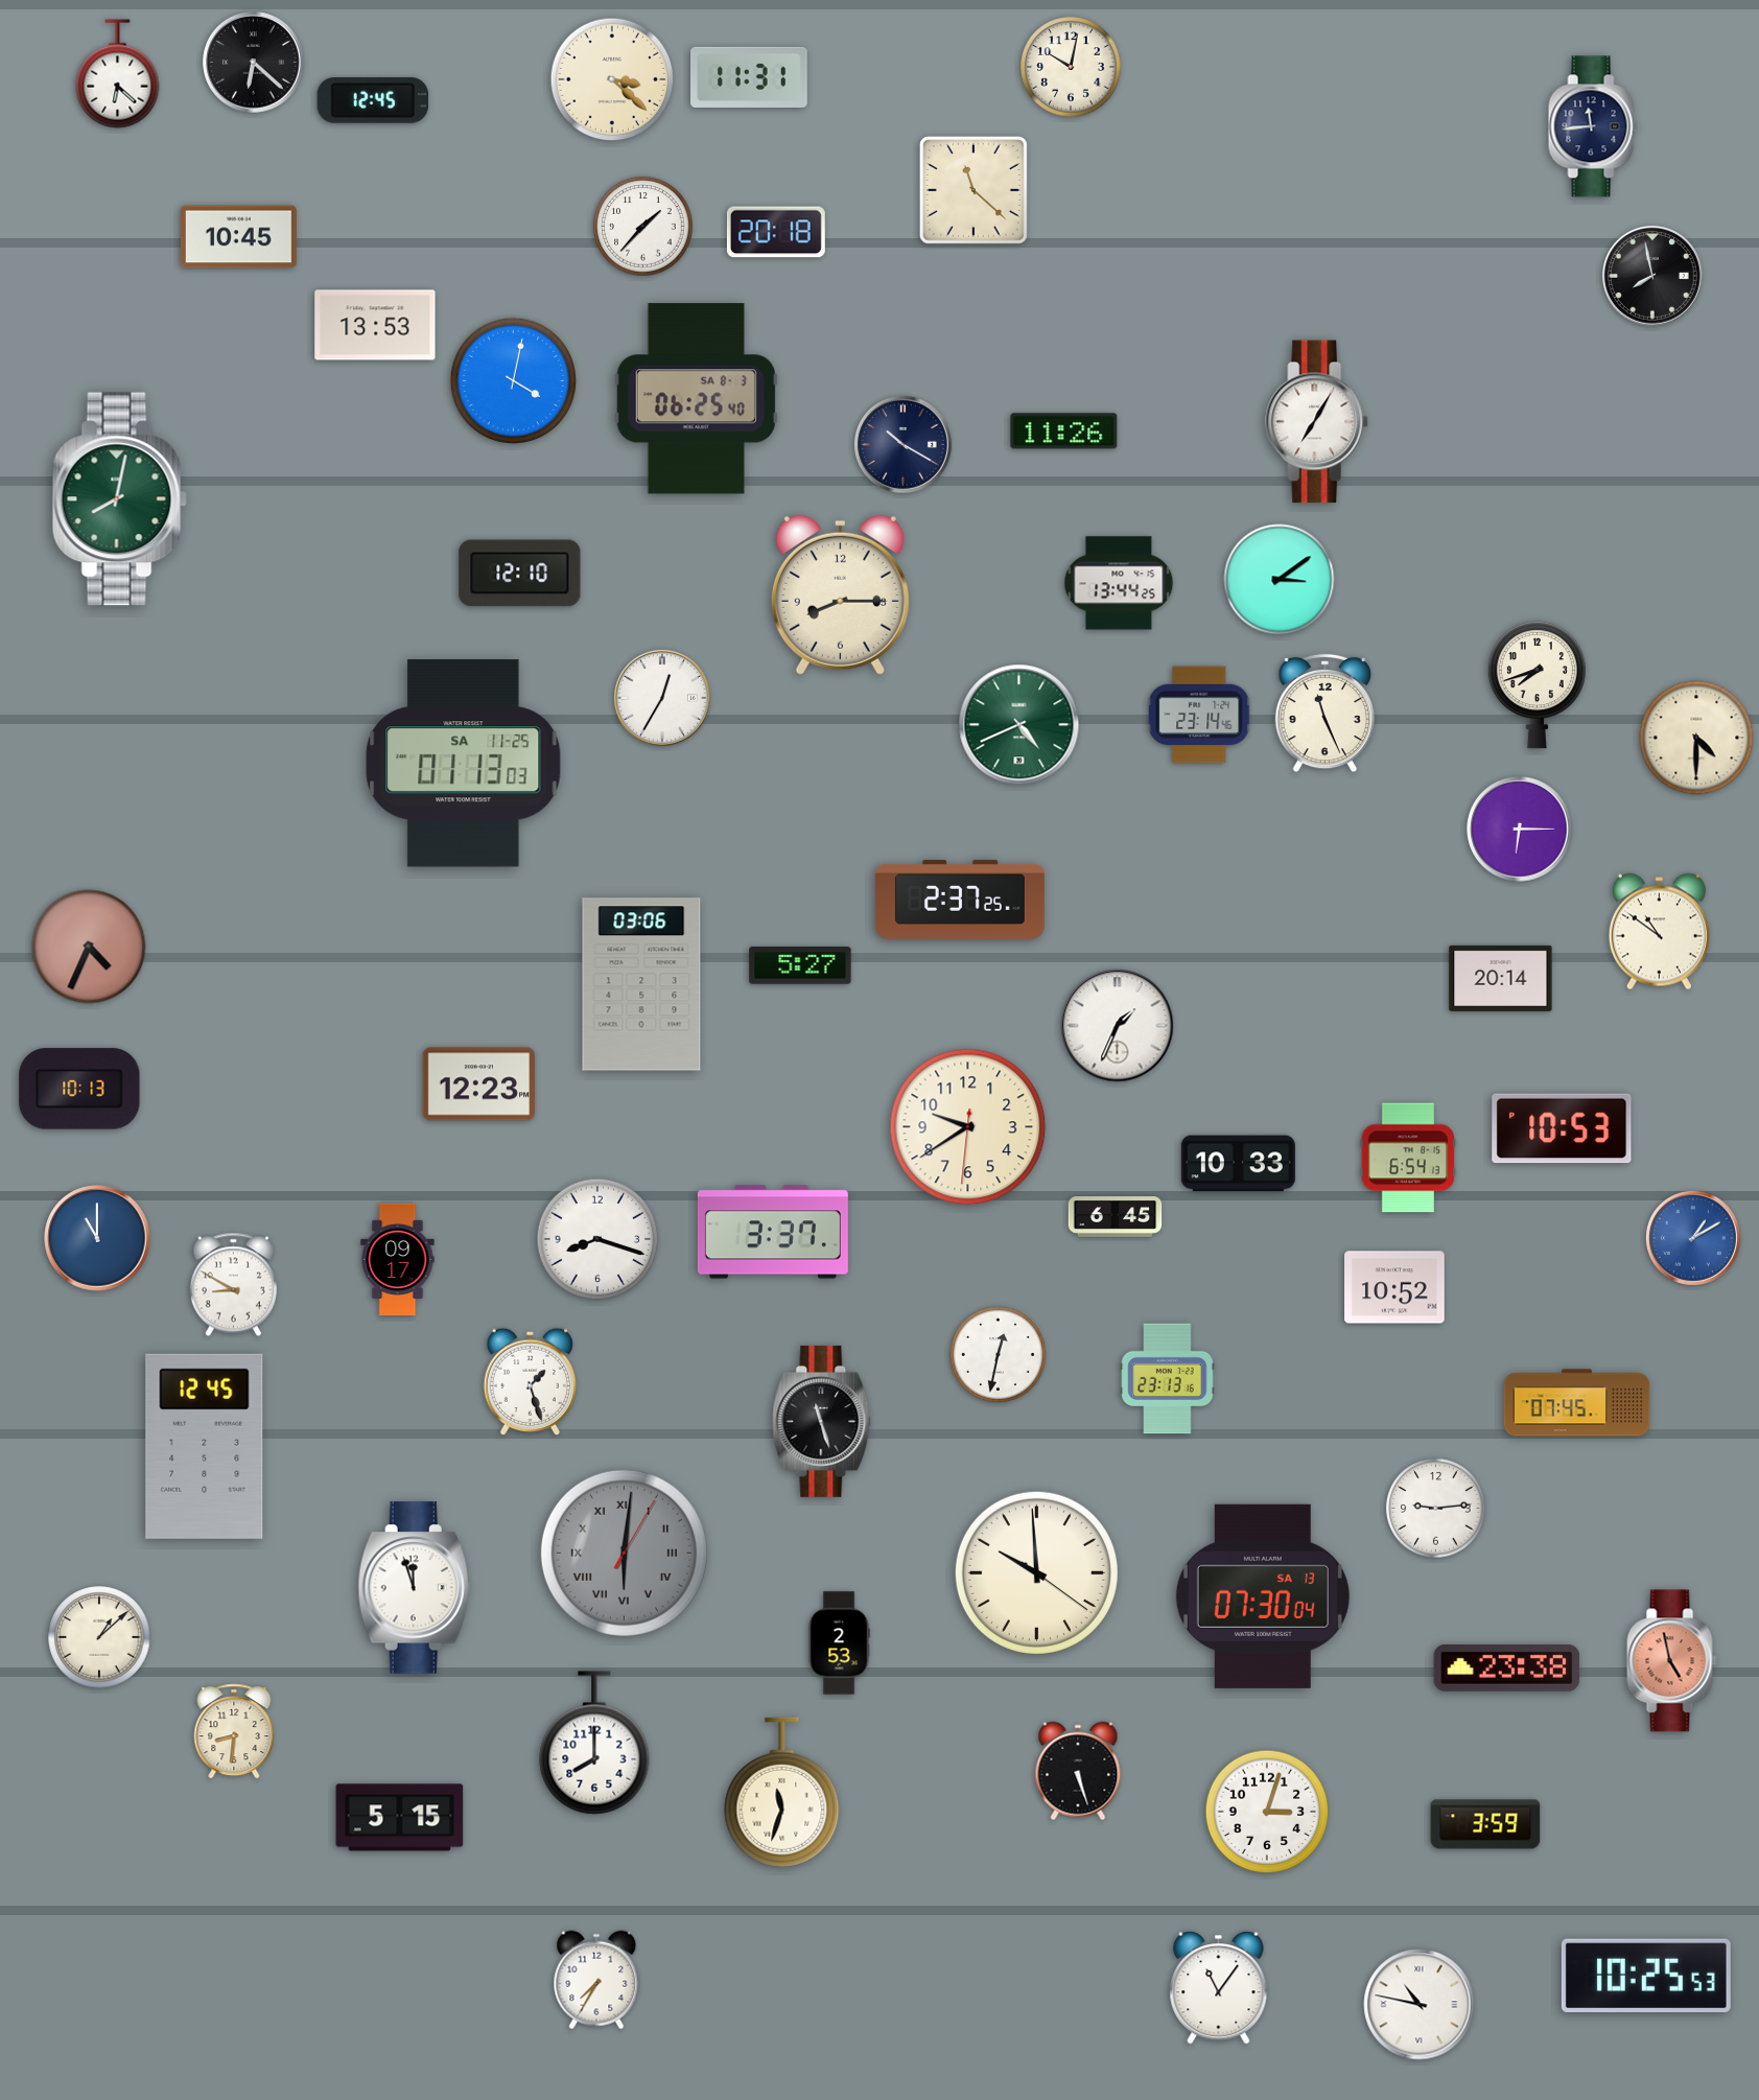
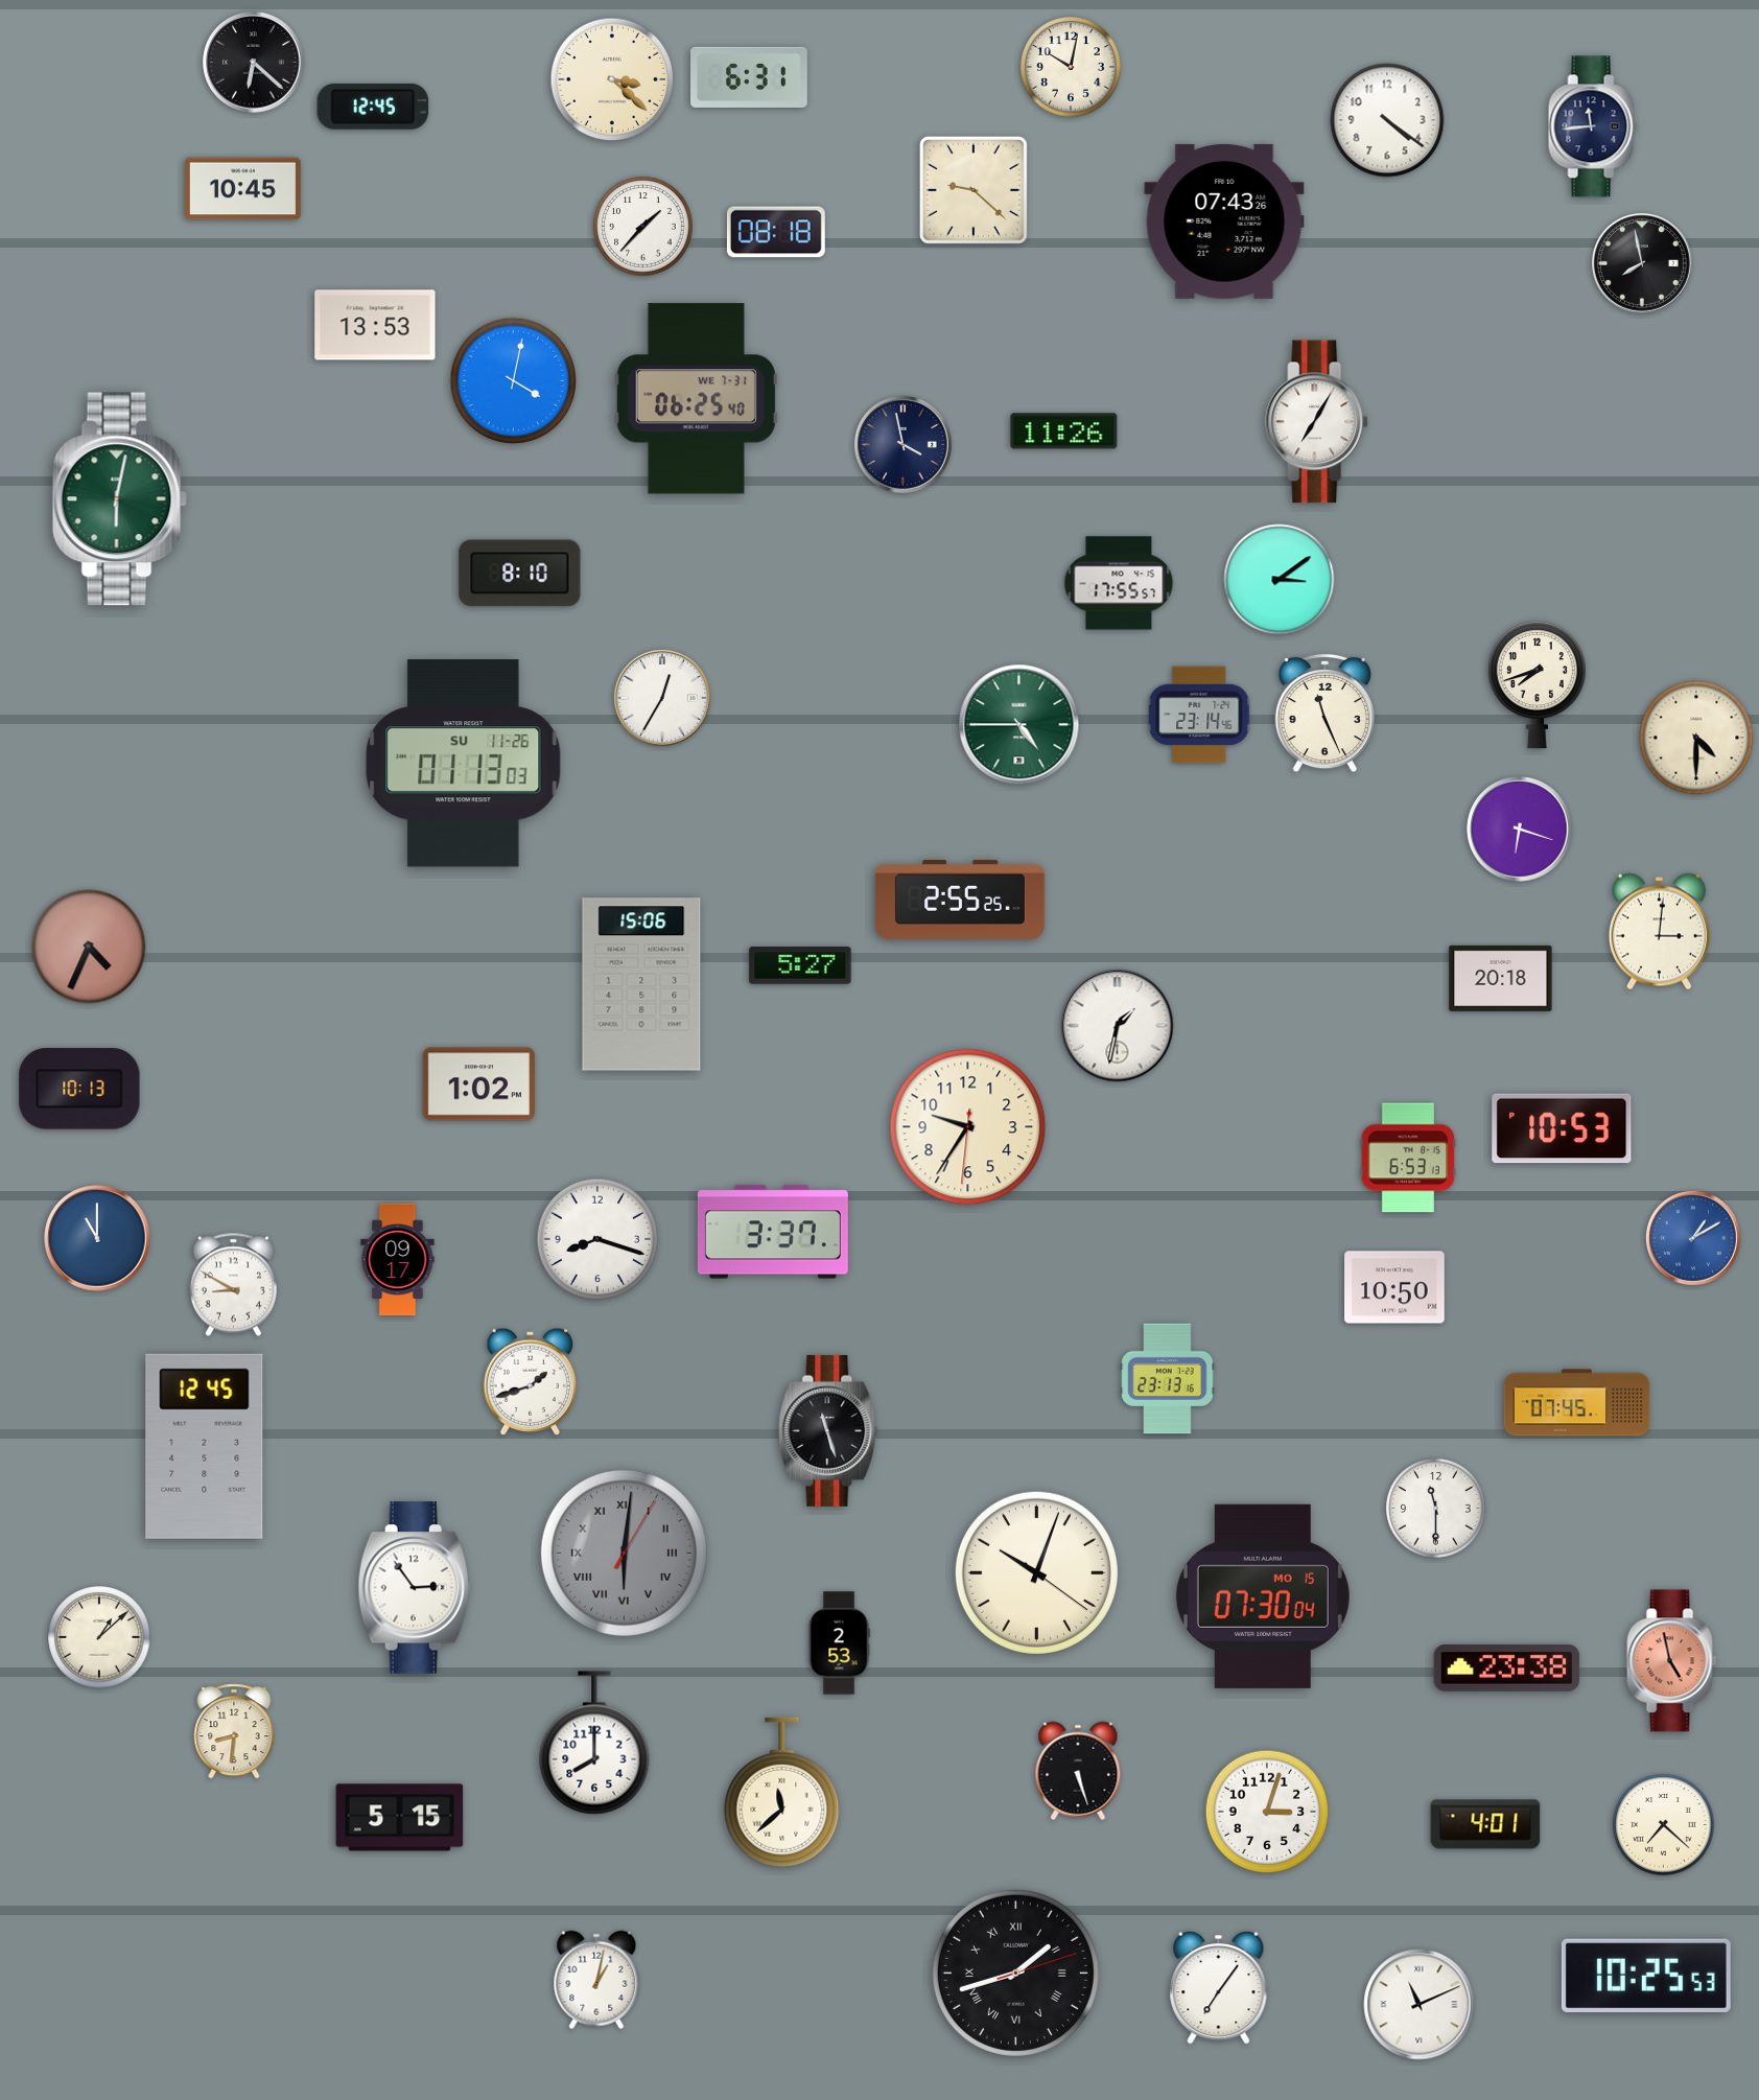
clock at (118, 74): 6:22 -> none
clock at (750, 77): 11:31 -> 6:31
clock at (373, 100) position: (373, 100) -> (373, 107)
clock at (1387, 120): none -> 4:21
clock at (974, 190): 11:22 -> 9:22
clock at (1224, 221): none -> 07:43
clock at (776, 232): 20:18 -> 08:18
clock at (238, 237) position: (238, 237) -> (242, 189)
clock at (1654, 277) position: (1654, 277) -> (1643, 264)
clock at (696, 399) date: SA 8-3 -> WE 7-31
clock at (902, 444): 10:20 -> 3:58
clock at (119, 499): 8:02 -> 6:02
clock at (520, 574): 12:10 -> 8:10
clock at (1119, 583): 13:44 -> 17:55
clock at (840, 594): 8:15 -> none
clock at (1019, 725): 4:41 -> 4:45
clock at (464, 764) date: SA 11-25 -> SU 11-26
clock at (1520, 830): 6:15 -> 6:18
clock at (961, 900): 2:37 -> 2:55
clock at (1659, 932): 10:51 -> 3:01
clock at (1501, 978): 20:14 -> 20:18
clock at (641, 984): 03:06 -> 15:06
clock at (1118, 1026): 1:34 -> 1:32
clock at (478, 1084): 12:23 -> 1:02
clock at (968, 1127): 9:39 -> 9:35
clock at (1408, 1158): 6:54 -> 6:53
clock at (1238, 1164): 10:33 -> none
clock at (1116, 1217): 6:45 -> none
clock at (1394, 1287): 10:52 -> 10:50
clock at (998, 1354): 12:32 -> none
clock at (531, 1382): 1:27 -> 1:42
clock at (822, 1421) position: (822, 1421) -> (828, 1430)
clock at (1436, 1509): 9:14 -> 11:30
clock at (1036, 1572): 9:59 -> 10:03
clock at (414, 1588): 11:57 -> 2:54
clock at (1263, 1596) date: SA 13 -> MO 15
clock at (782, 1793): 11:33 -> 11:38
clock at (1485, 1824): 3:59 -> 4:01
clock at (1664, 1825): none -> 7:22
clock at (1015, 1973): none -> 1:42
clock at (596, 1980): 7:35 -> 1:02
clock at (1219, 1987): 11:06 -> 7:06
clock at (1420, 2005): 10:47 -> 11:11
